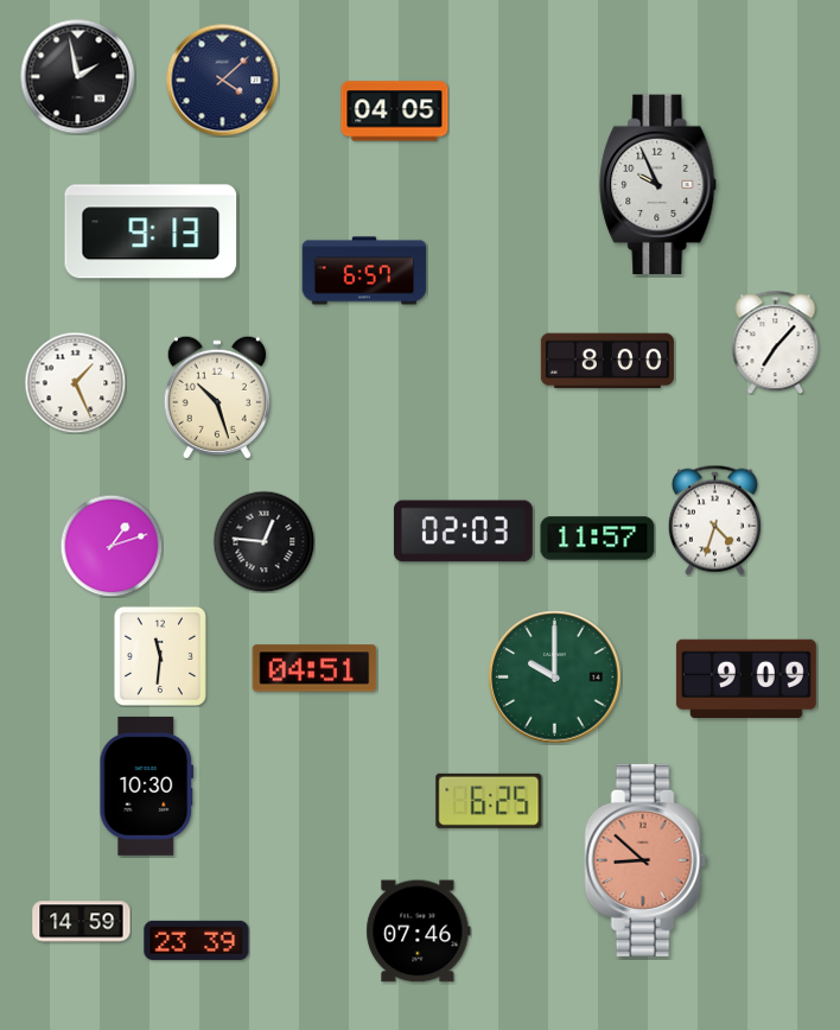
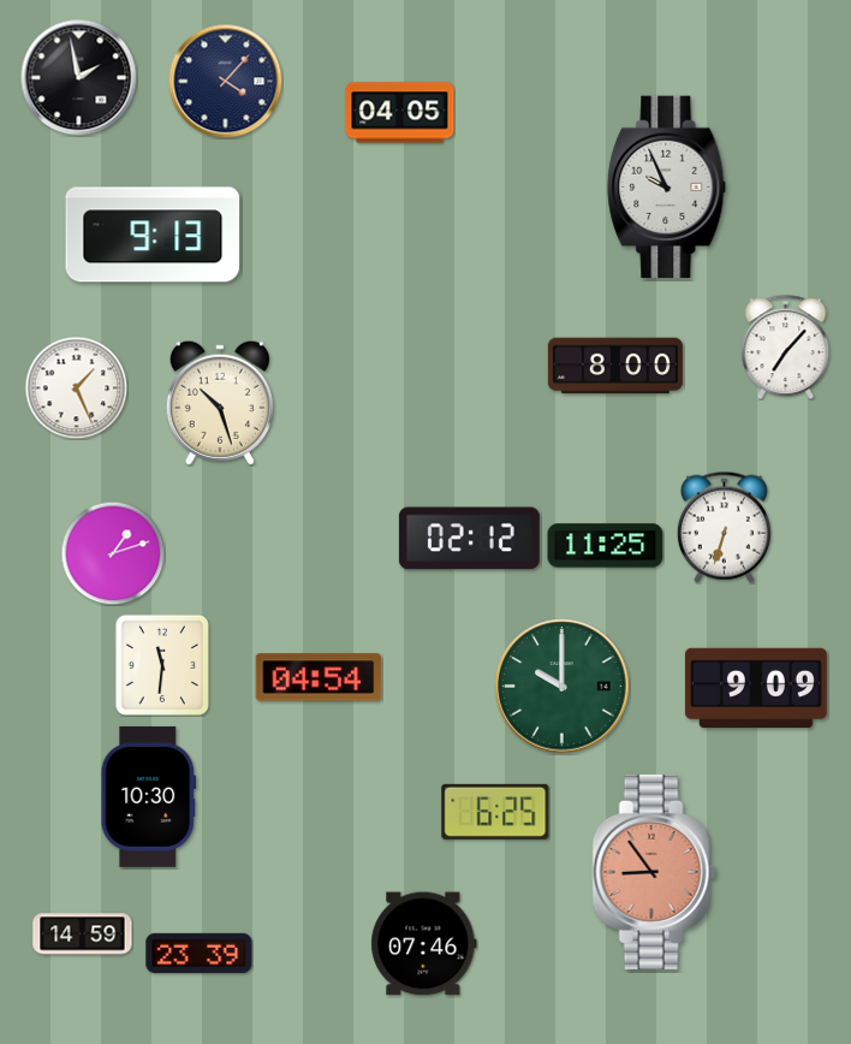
clock at (222, 80): 4:08 -> 4:07
clock at (364, 271): 6:57 -> none
clock at (714, 520): 4:33 -> 6:33
clock at (463, 532): 02:03 -> 02:12
clock at (598, 539): 11:57 -> 11:25
clock at (263, 541): 12:46 -> none
clock at (314, 668): 04:51 -> 04:54
clock at (645, 860): 8:52 -> 8:54
